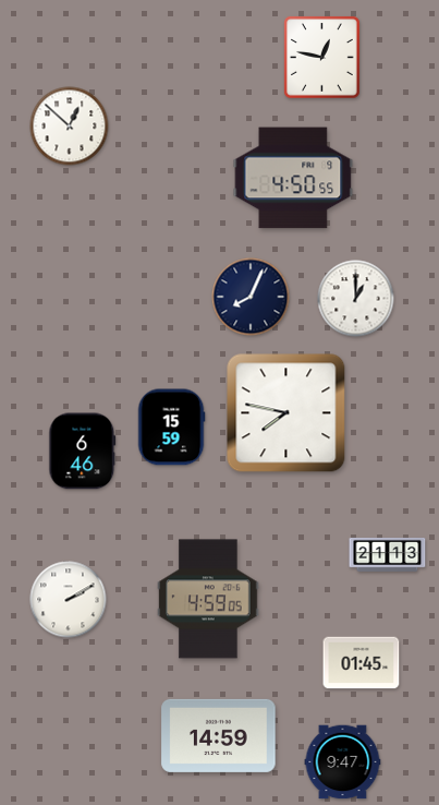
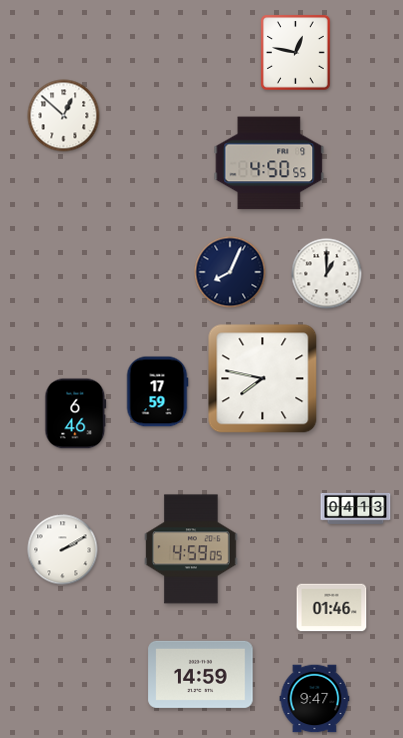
clock at (171, 428): 15:59 -> 17:59
clock at (388, 554): 21:13 -> 04:13
clock at (362, 663): 01:45 -> 01:46
